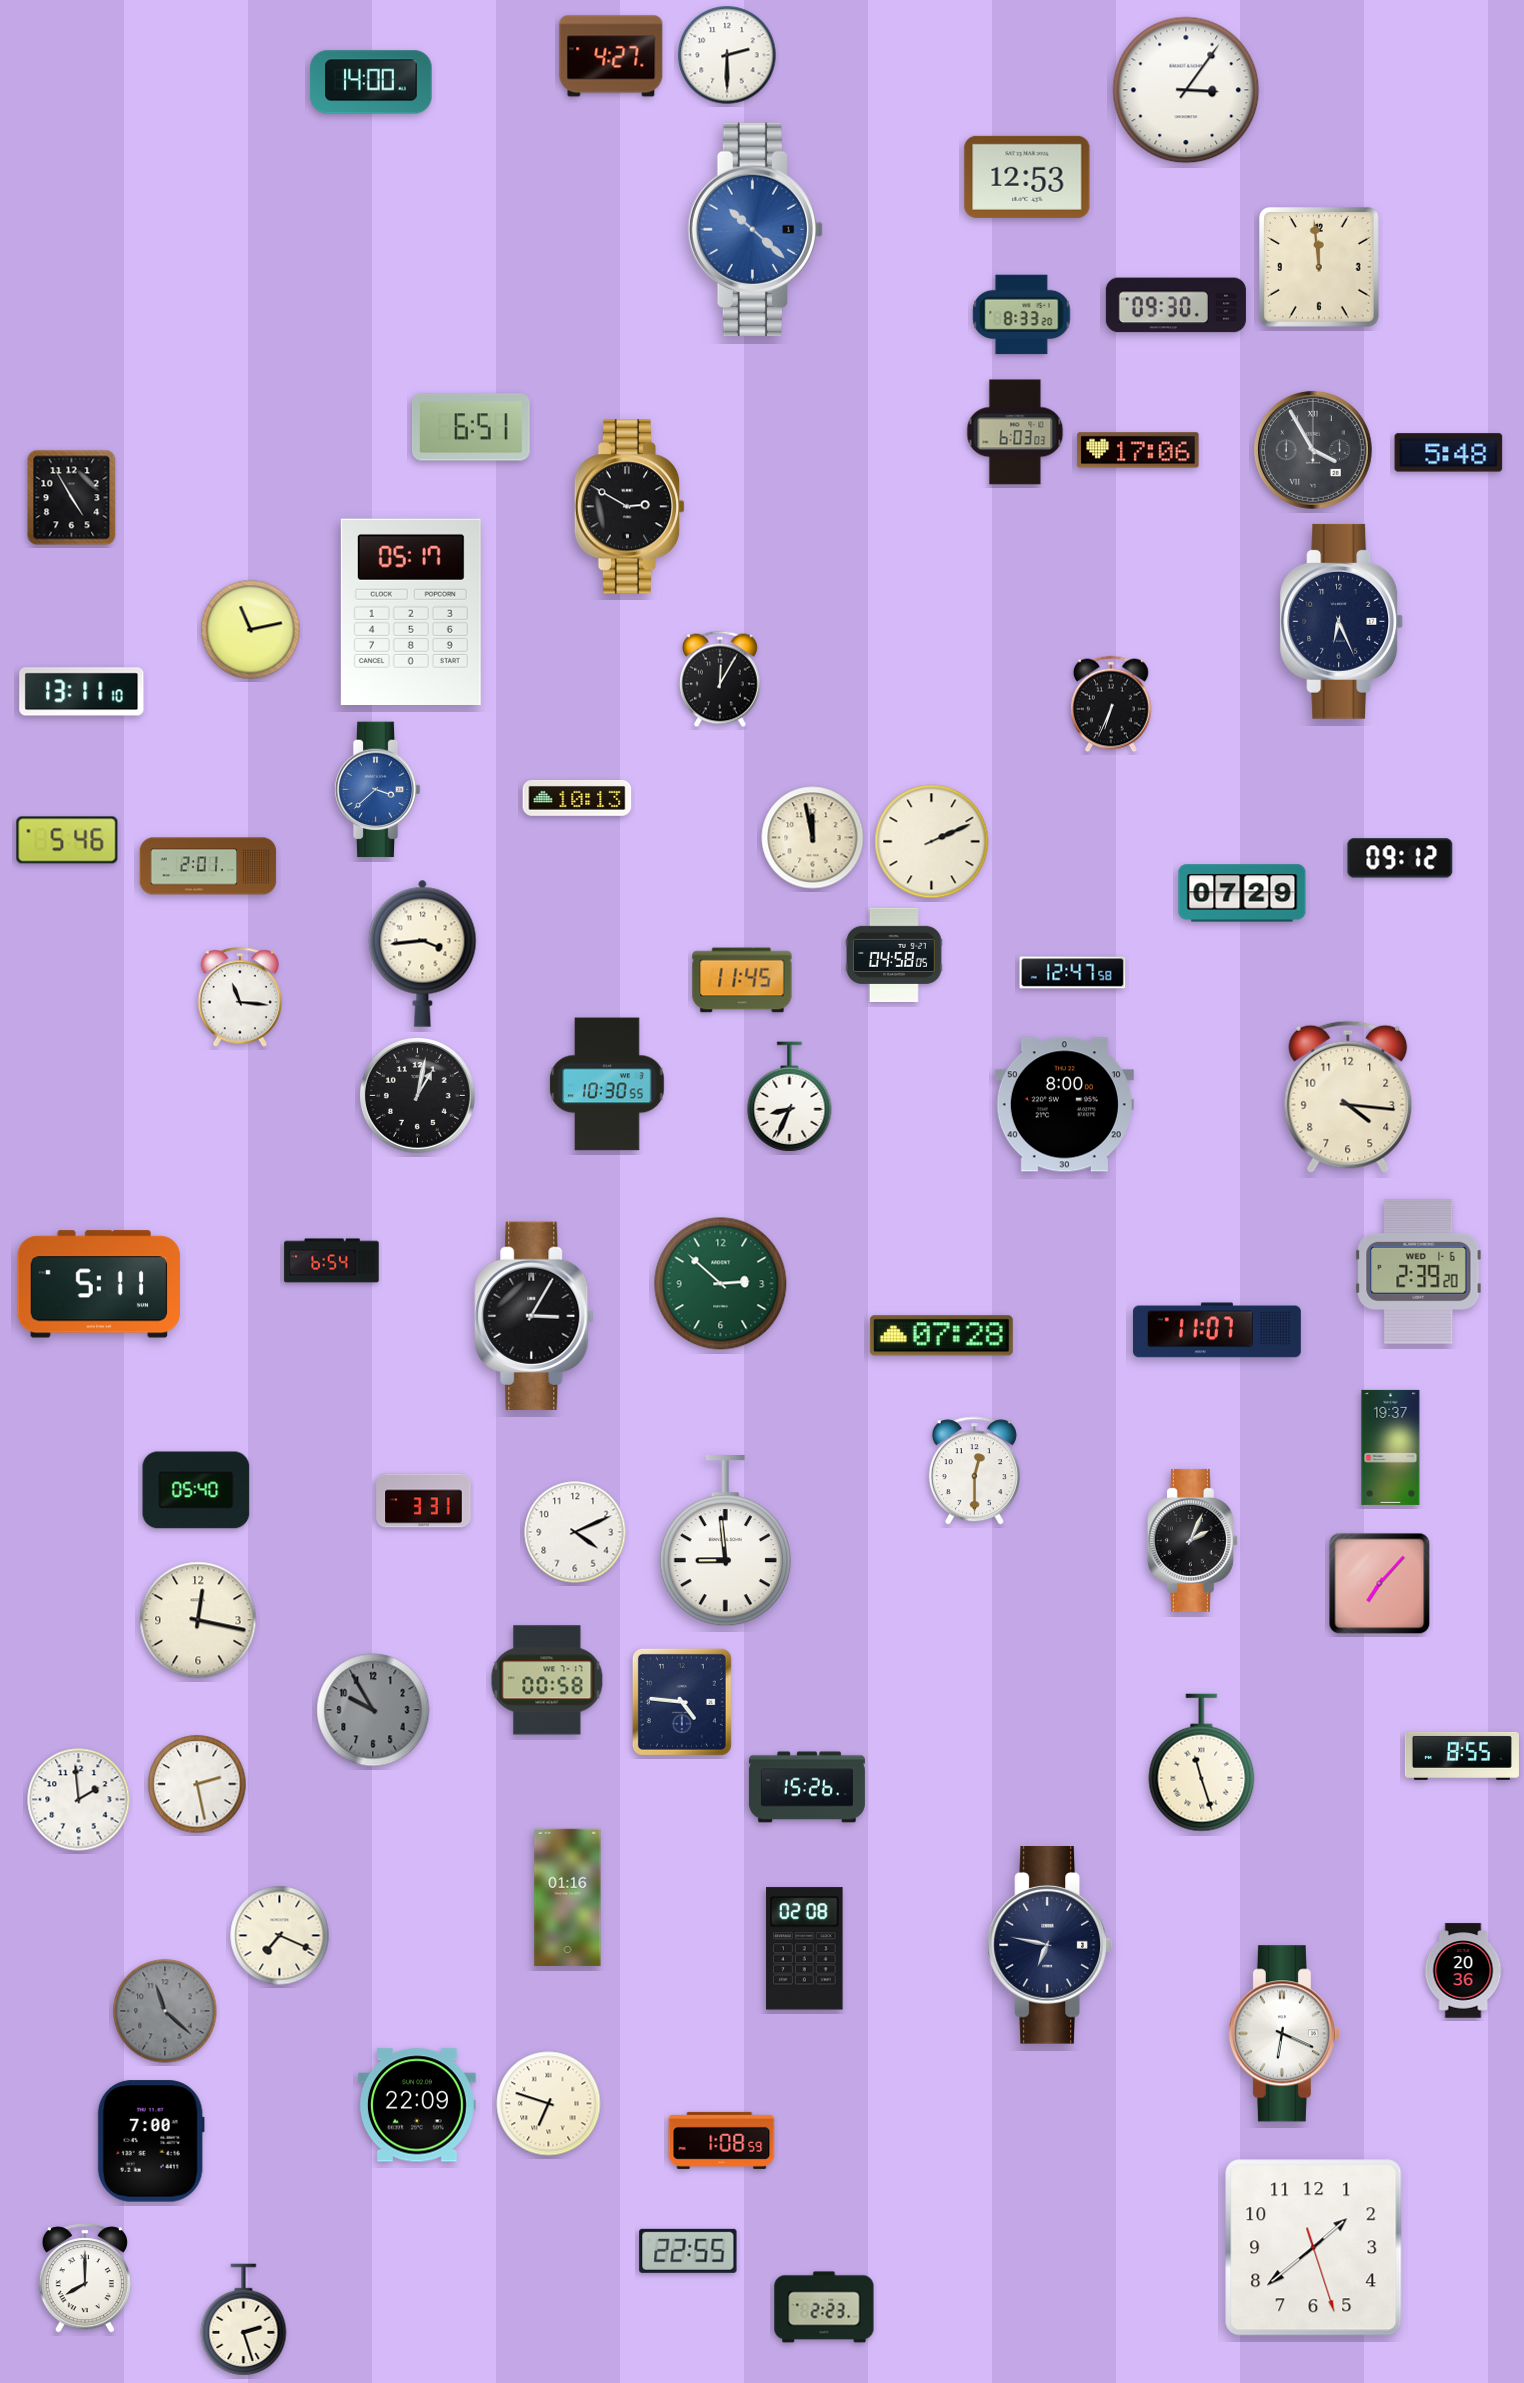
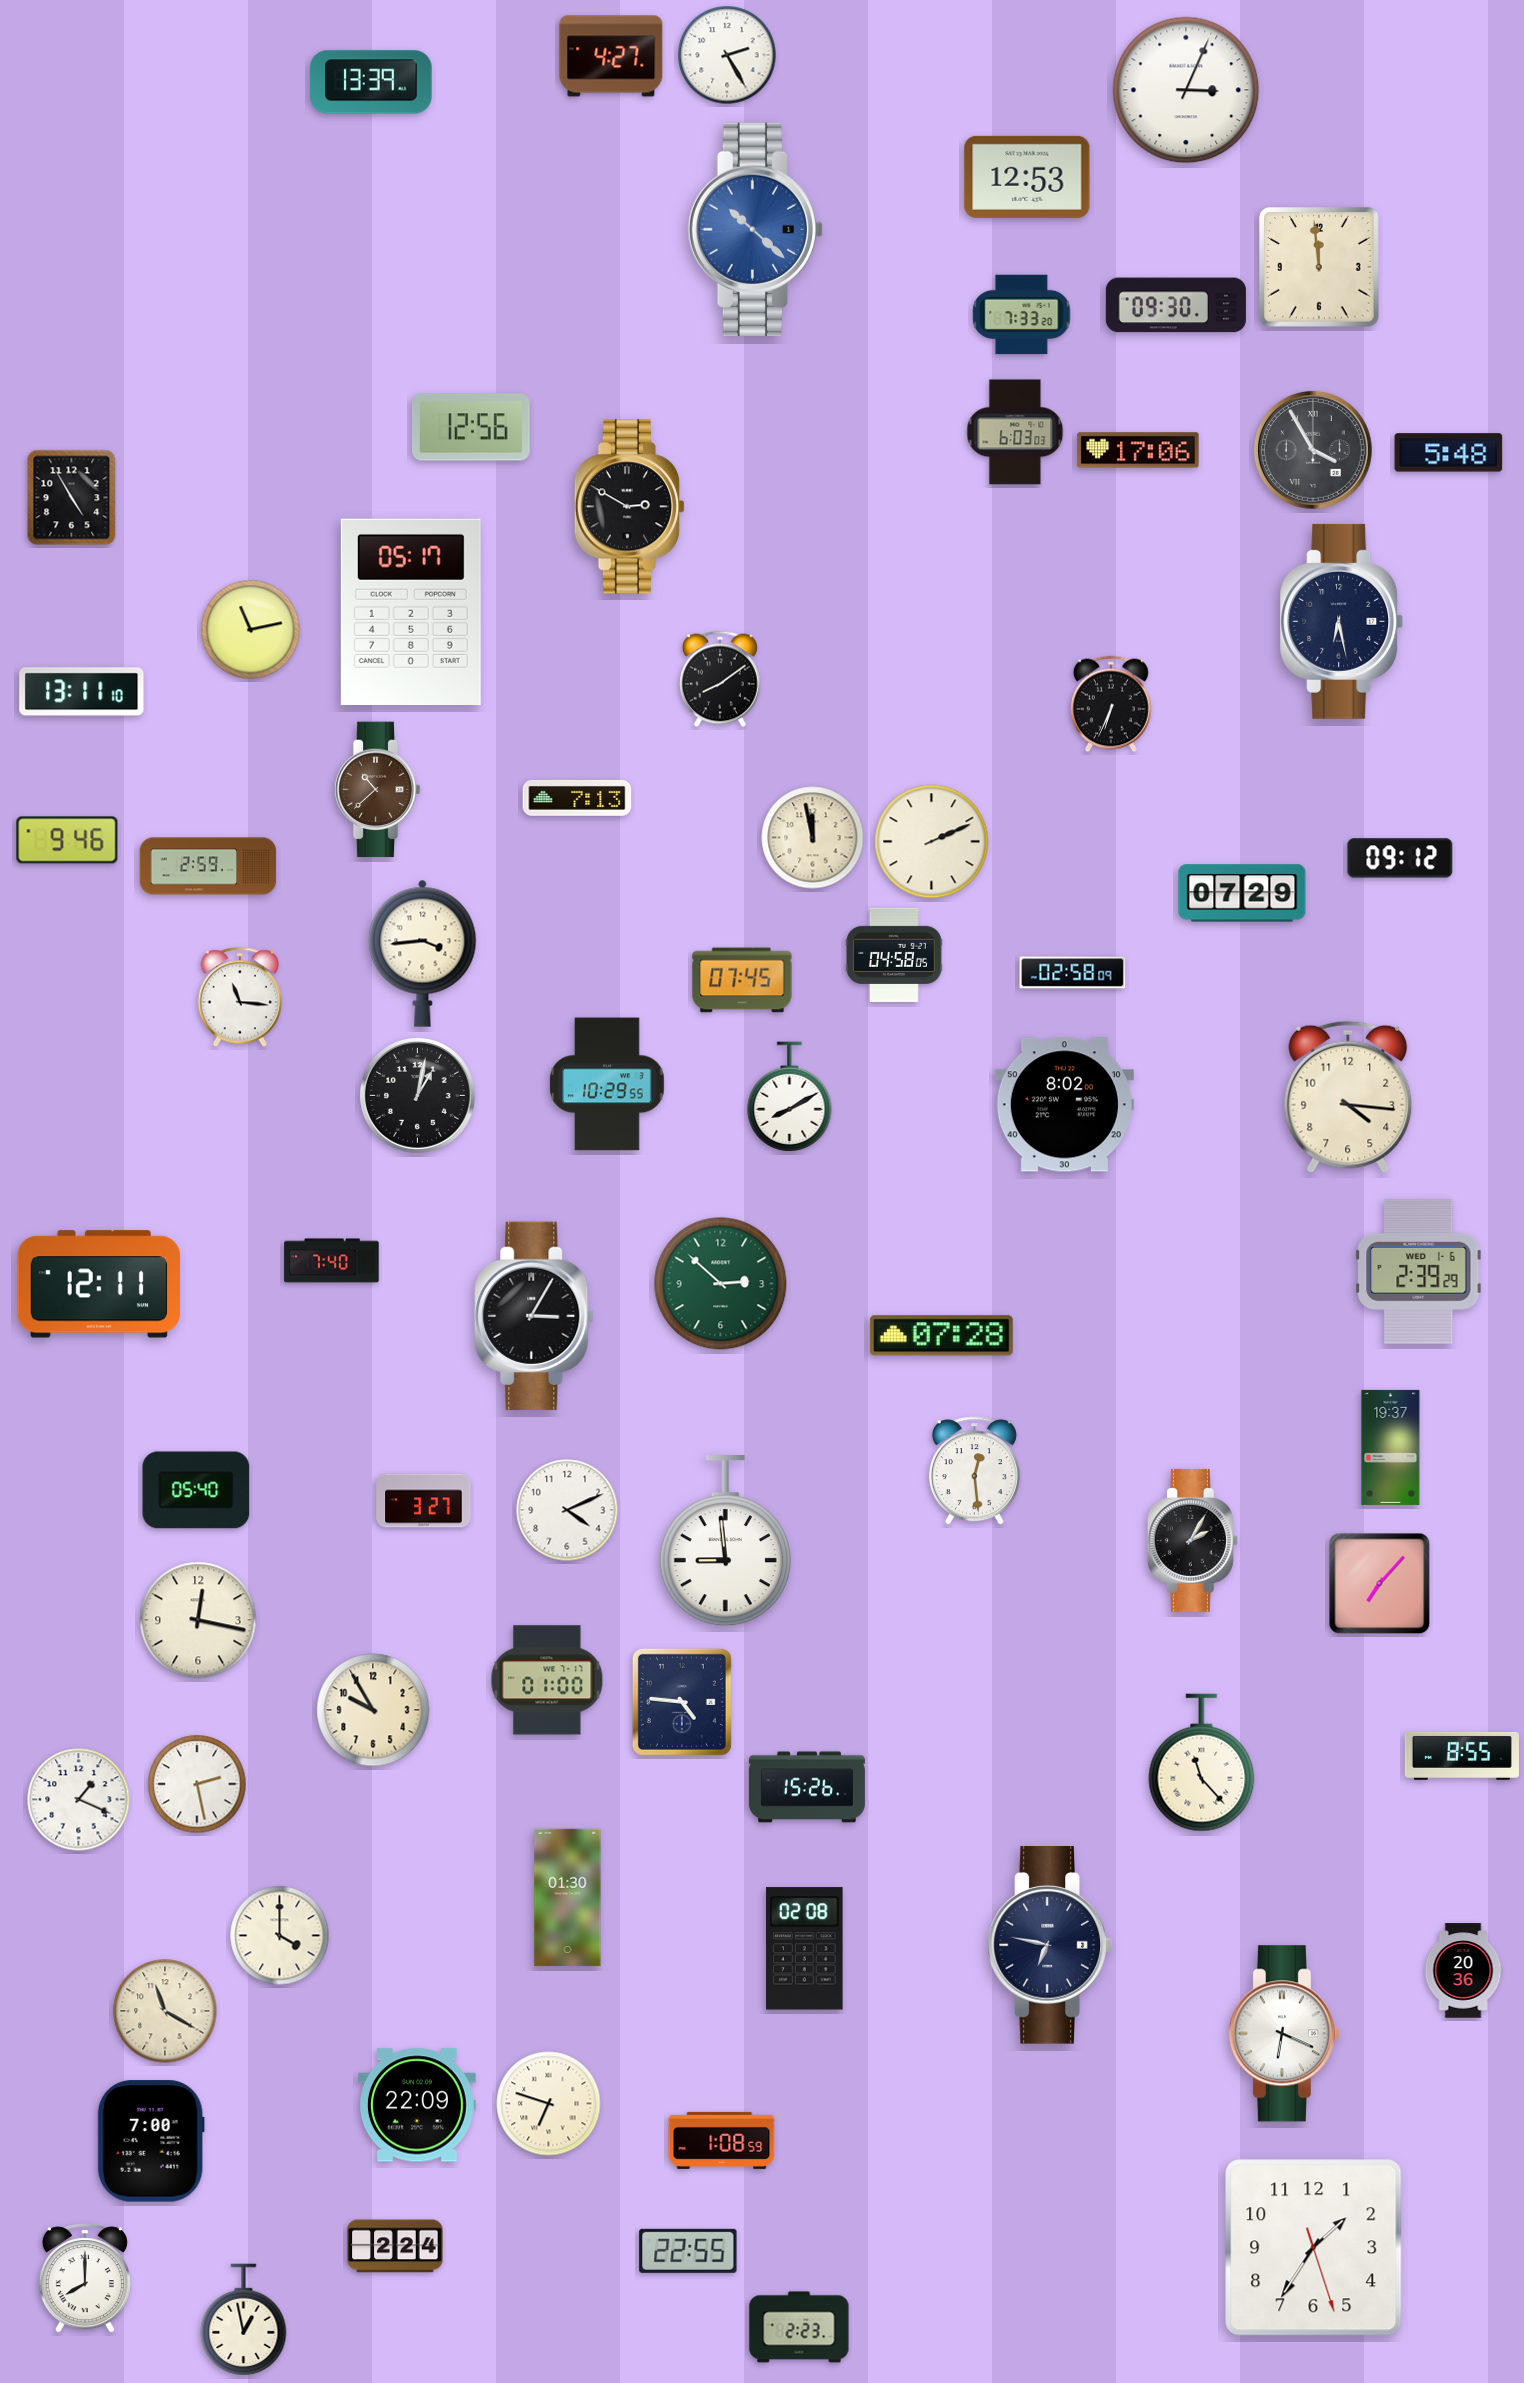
clock at (727, 55): 2:30 -> 2:25
clock at (371, 82): 14:00 -> 13:39
clock at (1186, 90): 3:06 -> 3:04
clock at (1022, 315): 8:33 -> 7:33
clock at (471, 427): 6:51 -> 12:56
clock at (1342, 621): 6:26 -> 6:28
clock at (721, 679): 12:05 -> 8:09
clock at (377, 790): 3:38 -> 10:38
clock at (377, 790) dial: blue -> brown
clock at (577, 799): 10:13 -> 7:13
clock at (67, 840): 5:46 -> 9:46
clock at (208, 866): 2:01 -> 2:59
clock at (1073, 973): 12:47 -> 02:58
clock at (742, 980): 11:45 -> 07:45
clock at (607, 1084): 10:30 -> 10:29
clock at (790, 1097): 8:34 -> 8:10
clock at (1064, 1105): 8:00 -> 8:02
clock at (332, 1261): 6:54 -> 7:40
clock at (1419, 1271): 2:39:20 -> 2:39:29
clock at (99, 1284): 5:11 -> 12:11
clock at (1217, 1330): 11:07 -> none
clock at (974, 1471): 12:30 -> 12:29
clock at (424, 1501): 3:31 -> 3:27
clock at (575, 1532) position: (575, 1532) -> (567, 1510)
clock at (1192, 1540): 2:04 -> 2:05
clock at (547, 1680): 00:58 -> 01:00
clock at (373, 1710) dial: grey -> cream
clock at (1202, 1763): 11:27 -> 11:23
clock at (79, 1800): 1:59 -> 1:19
clock at (568, 1898): 01:16 -> 01:30
clock at (280, 1936): 7:19 -> 4:00
clock at (165, 2011): 11:22 -> 11:20
clock at (165, 2011) dial: grey -> cream
clock at (395, 2246): none -> 2:24
clock at (1314, 2248): 1:38 -> 1:35
clock at (824, 2307) position: (824, 2307) -> (799, 2327)
clock at (244, 2320): 2:27 -> 12:58
